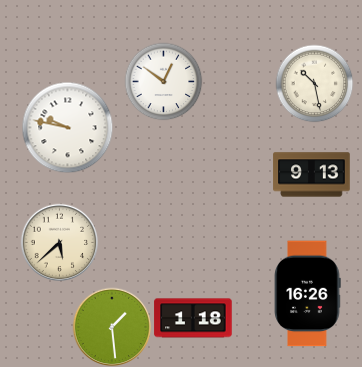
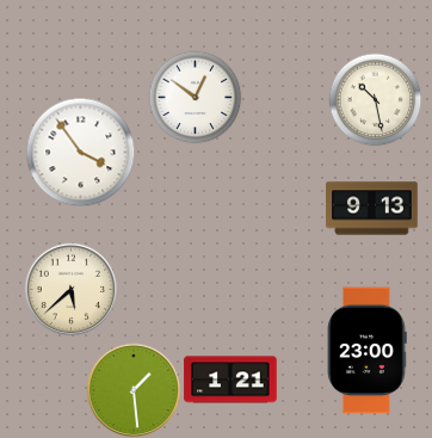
clock at (67, 127): 9:47 -> 3:54
clock at (307, 294): 16:26 -> 23:00
clock at (193, 318): 1:18 -> 1:21
